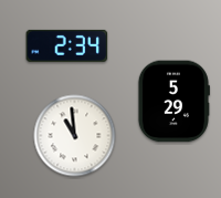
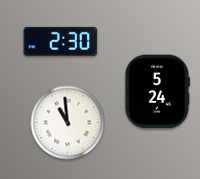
clock at (67, 45): 2:34 -> 2:30
clock at (173, 102): 5:29 -> 5:24
